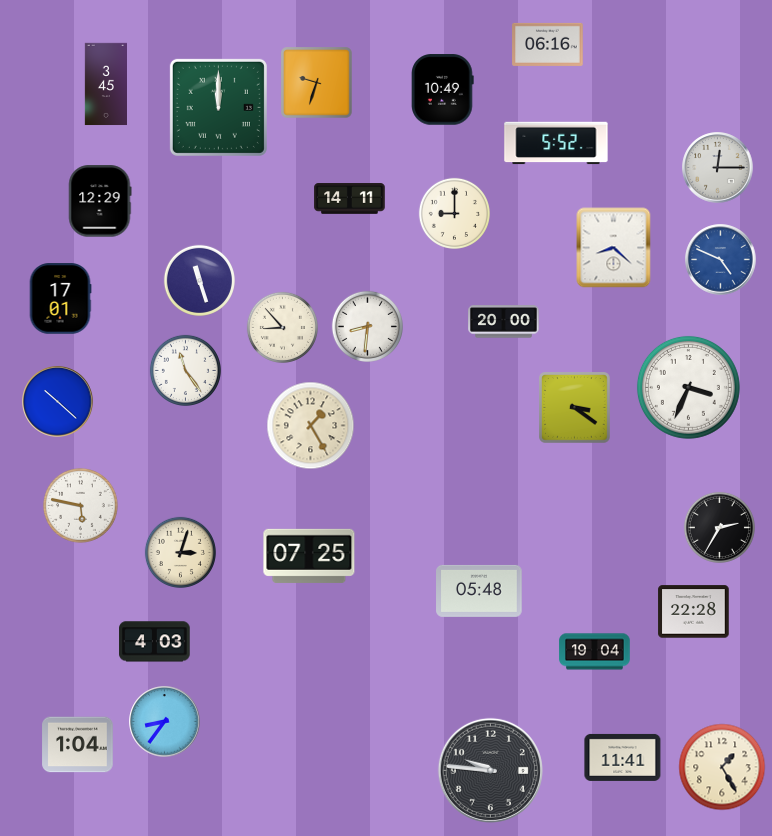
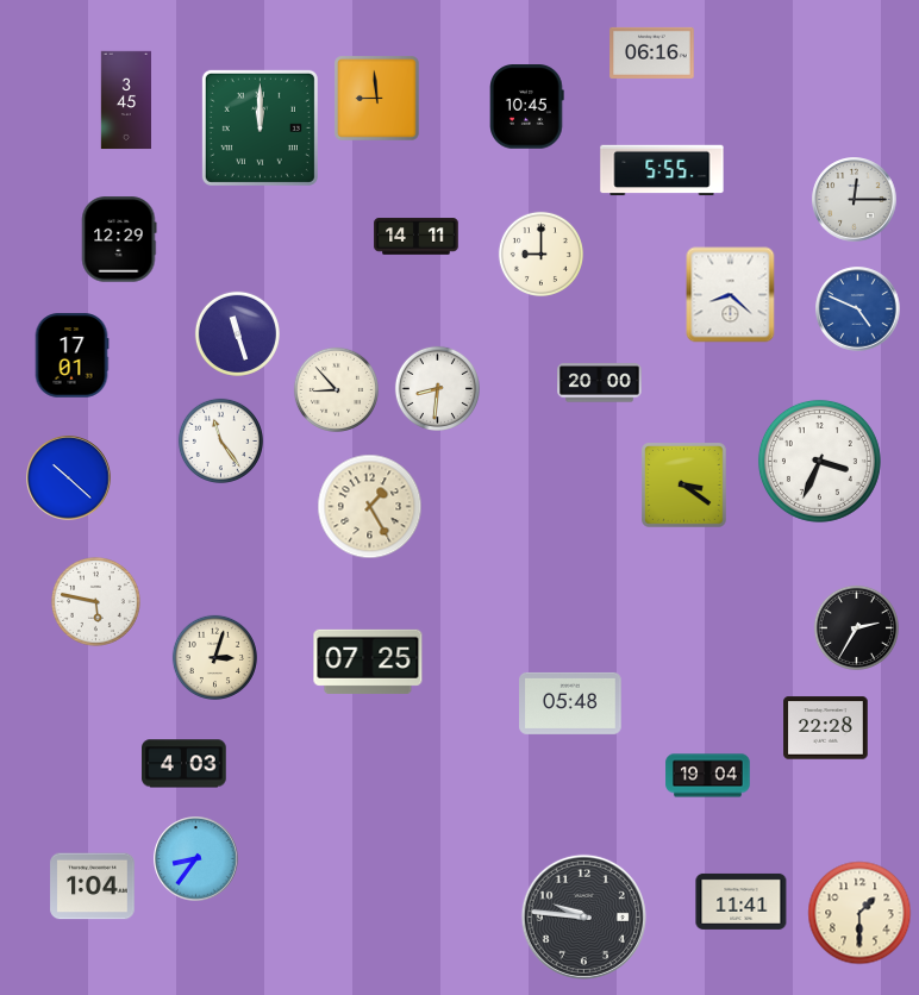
clock at (317, 83): 9:33 -> 8:59
clock at (443, 90): 10:49 -> 10:45
clock at (556, 143): 5:52 -> 5:55
clock at (722, 767): 1:25 -> 1:30
